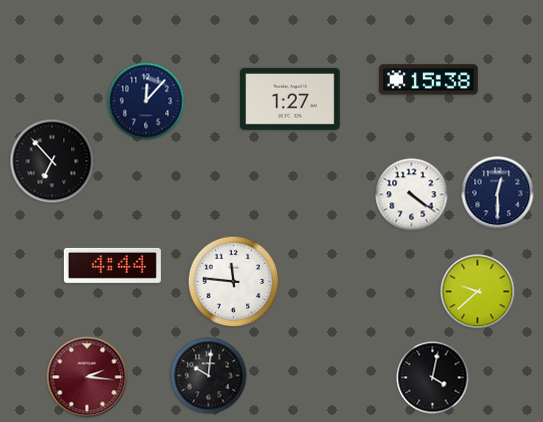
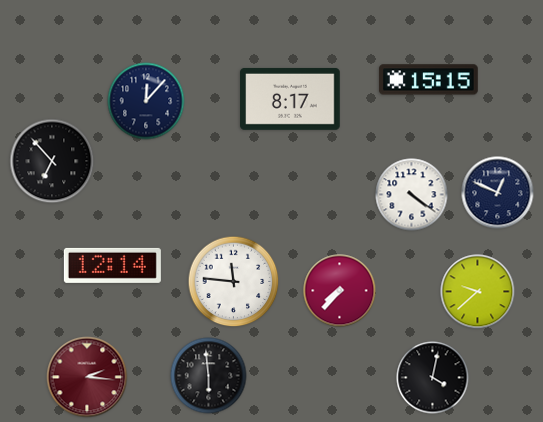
clock at (428, 80): 15:38 -> 15:15
clock at (290, 99): 1:27 -> 8:17
clock at (498, 193): 12:30 -> 12:49
clock at (112, 265): 4:44 -> 12:14
clock at (340, 291): none -> 7:37
clock at (209, 376): 10:01 -> 5:59
